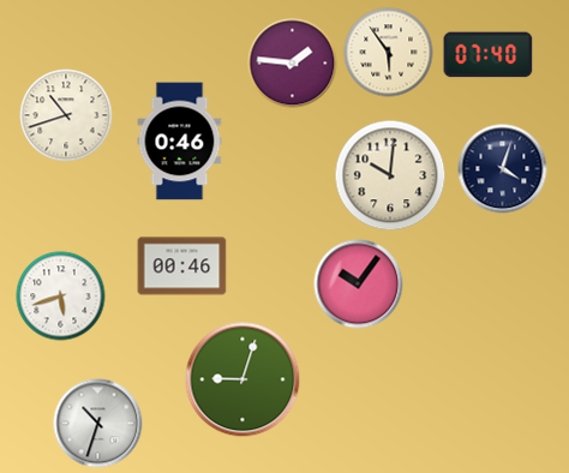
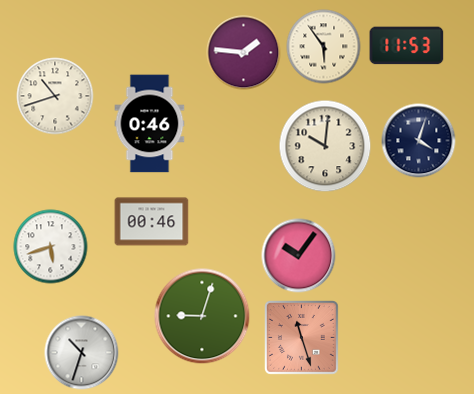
clock at (389, 53) position: (389, 53) -> (324, 47)
clock at (489, 55): 07:40 -> 11:53
clock at (180, 142) position: (180, 142) -> (150, 124)
clock at (359, 285) position: (359, 285) -> (299, 256)
clock at (302, 338): none -> 11:27
